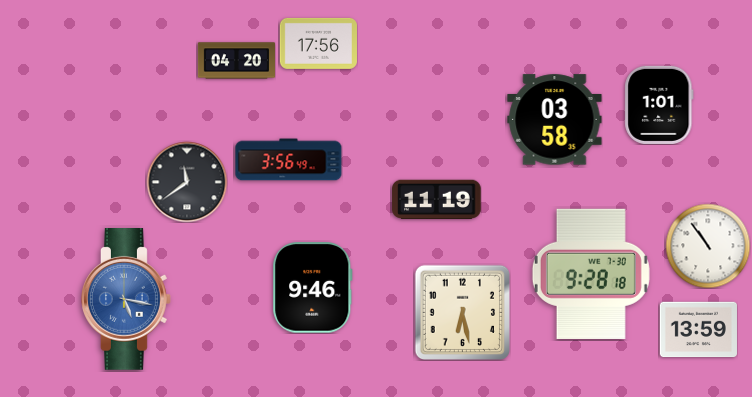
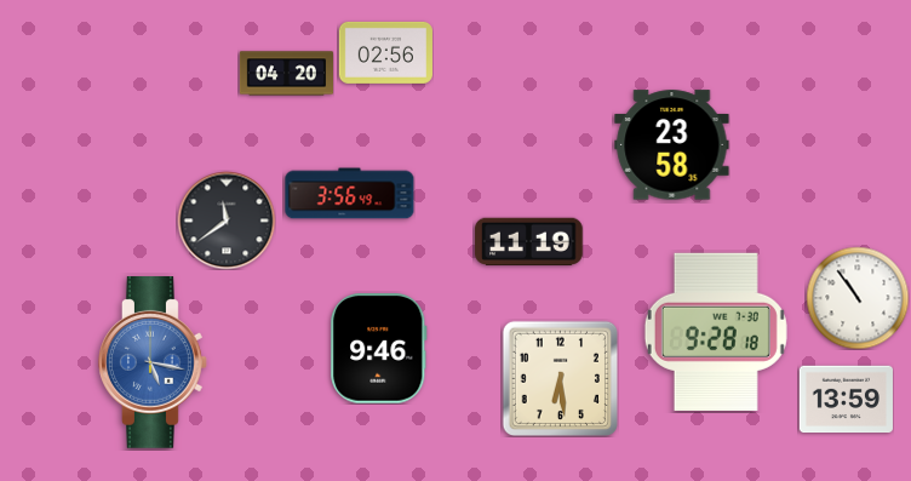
clock at (318, 43): 17:56 -> 02:56
clock at (659, 105): 1:01 -> none
clock at (555, 120): 03:58 -> 23:58
clock at (462, 312): 6:28 -> 6:29
